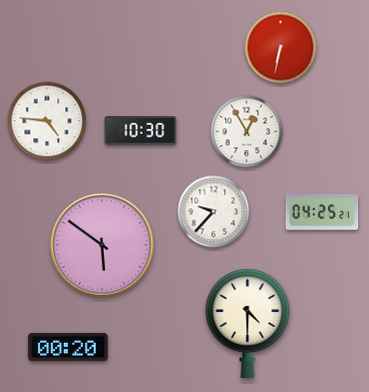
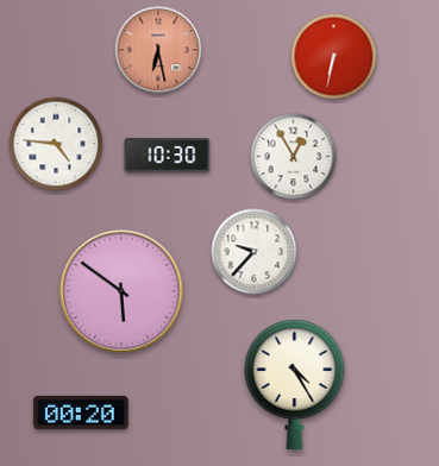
clock at (158, 50): none -> 6:28
clock at (322, 212): 04:25 -> none
clock at (248, 323): 4:30 -> 4:25
